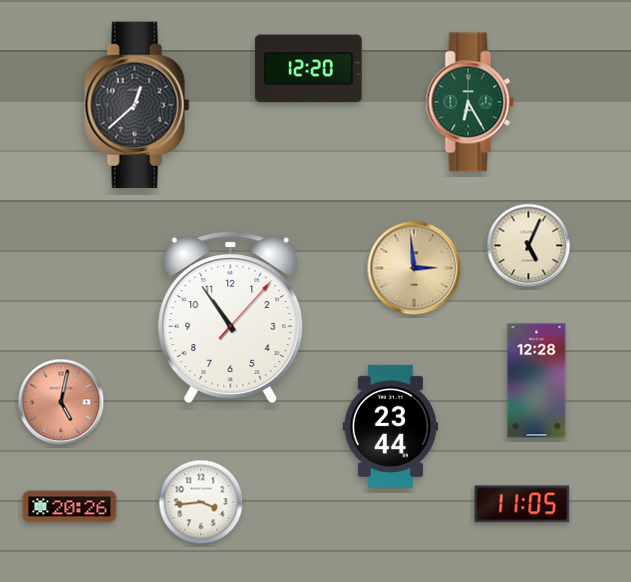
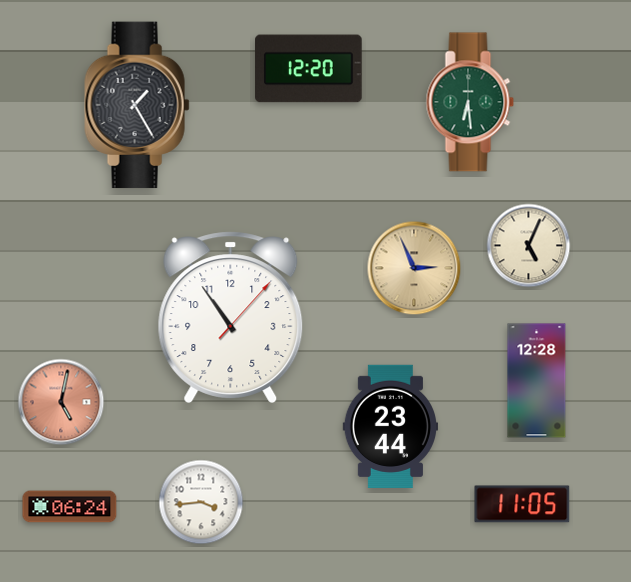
clock at (470, 102): 6:25 -> 6:29
clock at (137, 105): 12:38 -> 1:25
clock at (414, 268): 2:59 -> 2:56
clock at (70, 507): 20:26 -> 06:24
